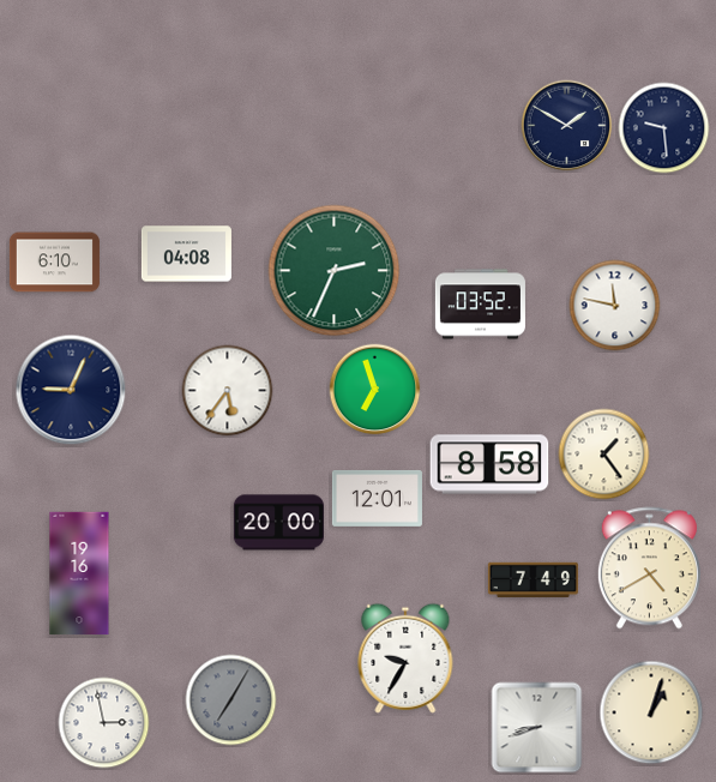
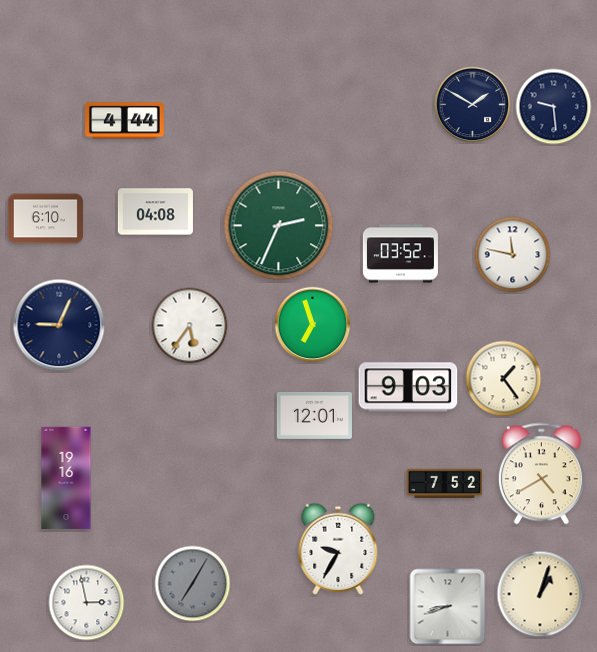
clock at (125, 121): none -> 4:44
clock at (489, 464): 8:58 -> 9:03
clock at (278, 523): 20:00 -> none
clock at (533, 579): 7:49 -> 7:52
clock at (651, 712) position: (651, 712) -> (540, 594)
